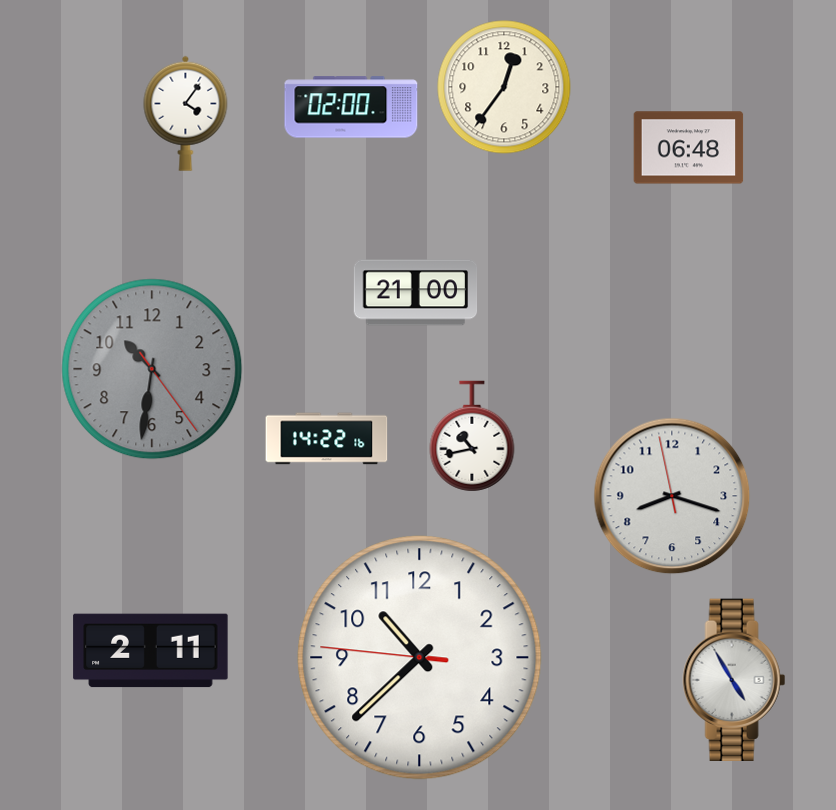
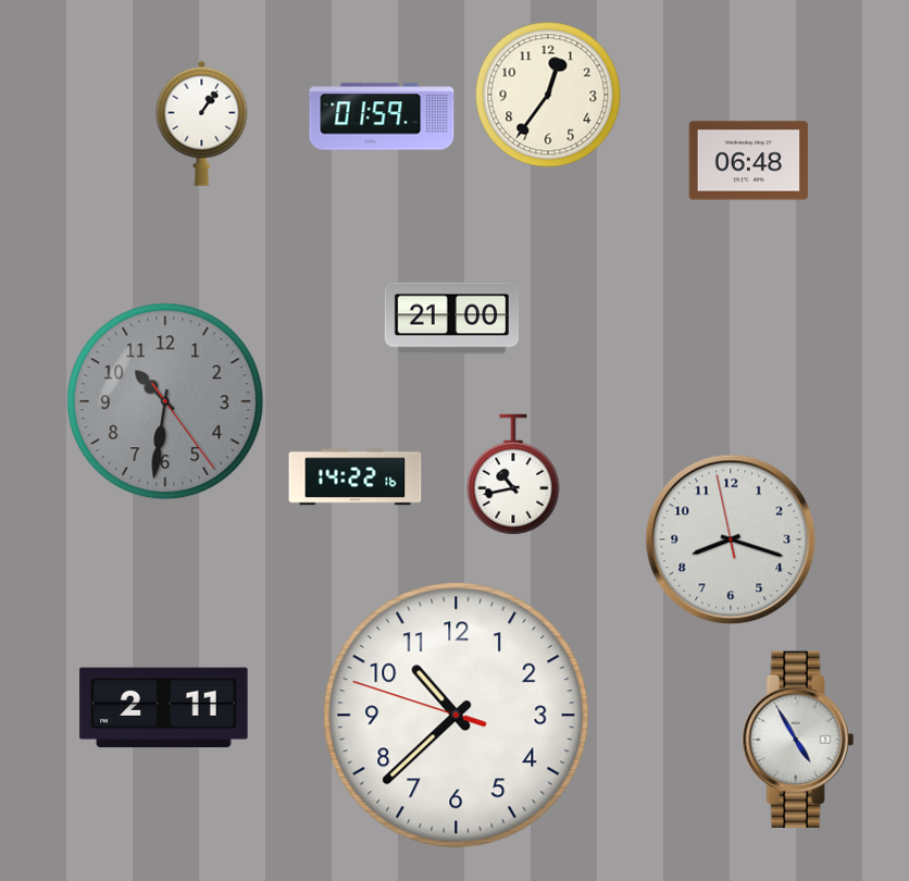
clock at (351, 107): 02:00 -> 01:59
clock at (186, 113): 4:06 -> 1:06
clock at (420, 658): 10:37:46 -> 10:37:48
